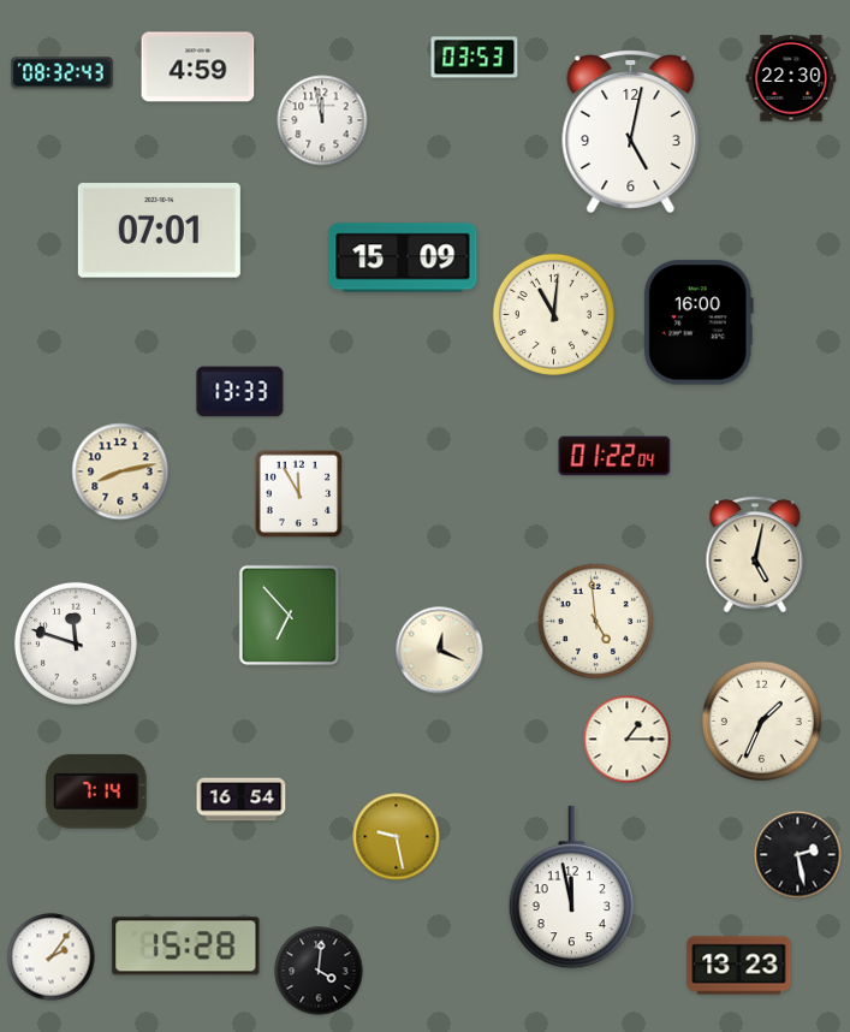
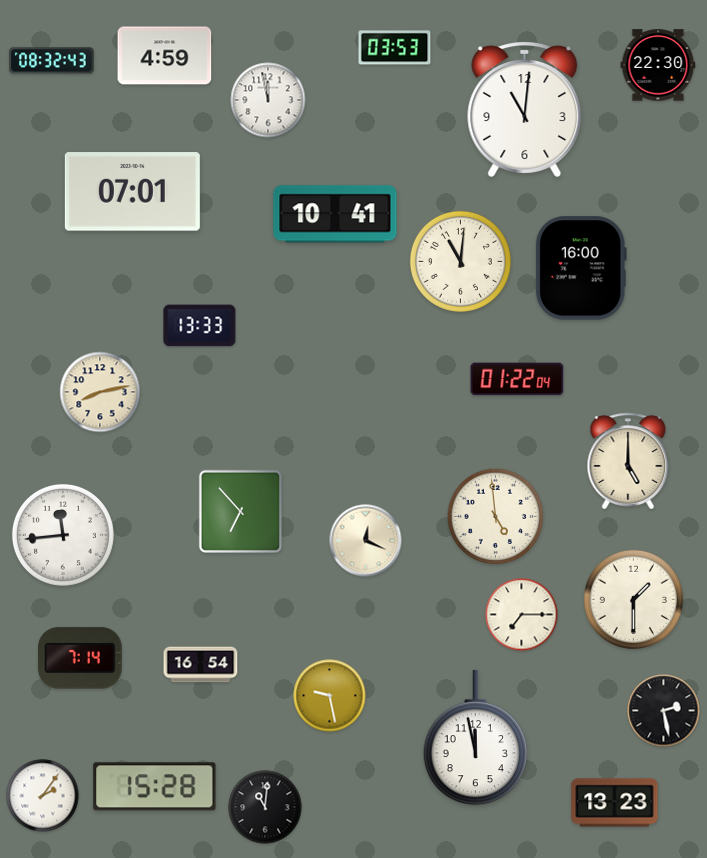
clock at (631, 131): 5:02 -> 11:01
clock at (403, 257): 15:09 -> 10:41
clock at (614, 456) position: (614, 456) -> (517, 379)
clock at (299, 494): 11:55 -> none
clock at (755, 554): 5:02 -> 5:00
clock at (76, 643): 11:48 -> 11:44
clock at (761, 720): 1:34 -> 1:30
clock at (628, 740): 1:15 -> 7:15
clock at (319, 971): 4:01 -> 11:01
